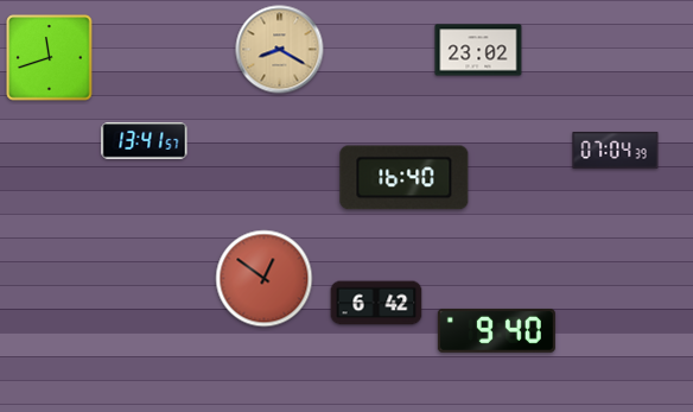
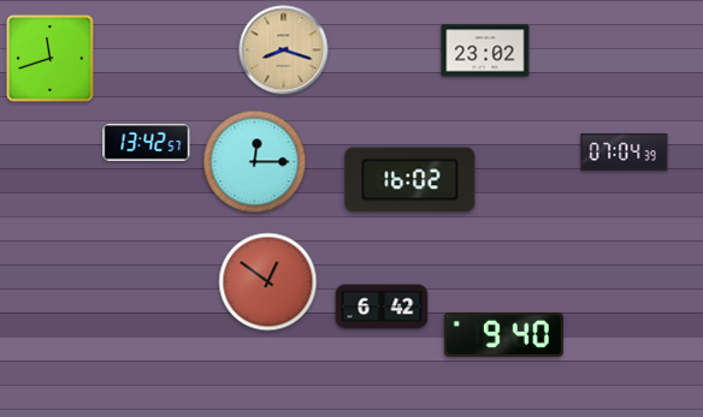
clock at (280, 50): 8:20 -> 8:18
clock at (145, 141): 13:41 -> 13:42
clock at (255, 162): none -> 12:15
clock at (405, 178): 16:40 -> 16:02
